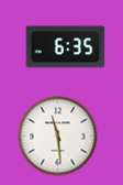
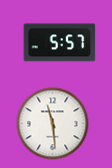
clock at (66, 47): 6:35 -> 5:57
